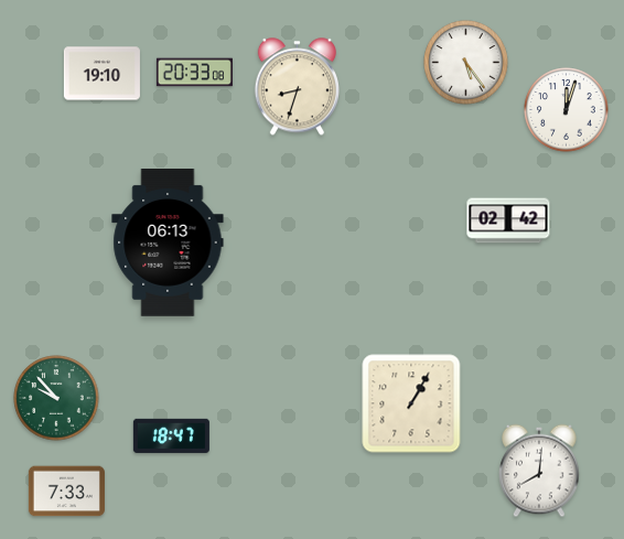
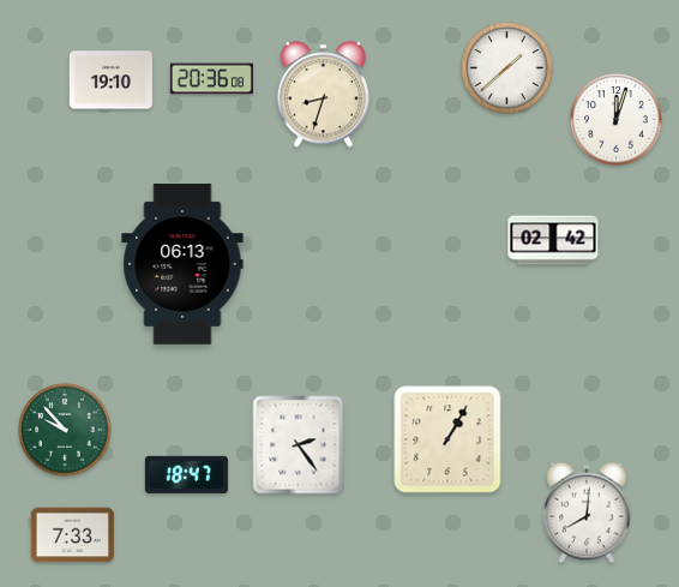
clock at (466, 63): 5:24 -> 1:38
clock at (194, 73): 20:33 -> 20:36
clock at (56, 398) position: (56, 398) -> (65, 430)
clock at (299, 445): none -> 2:24
